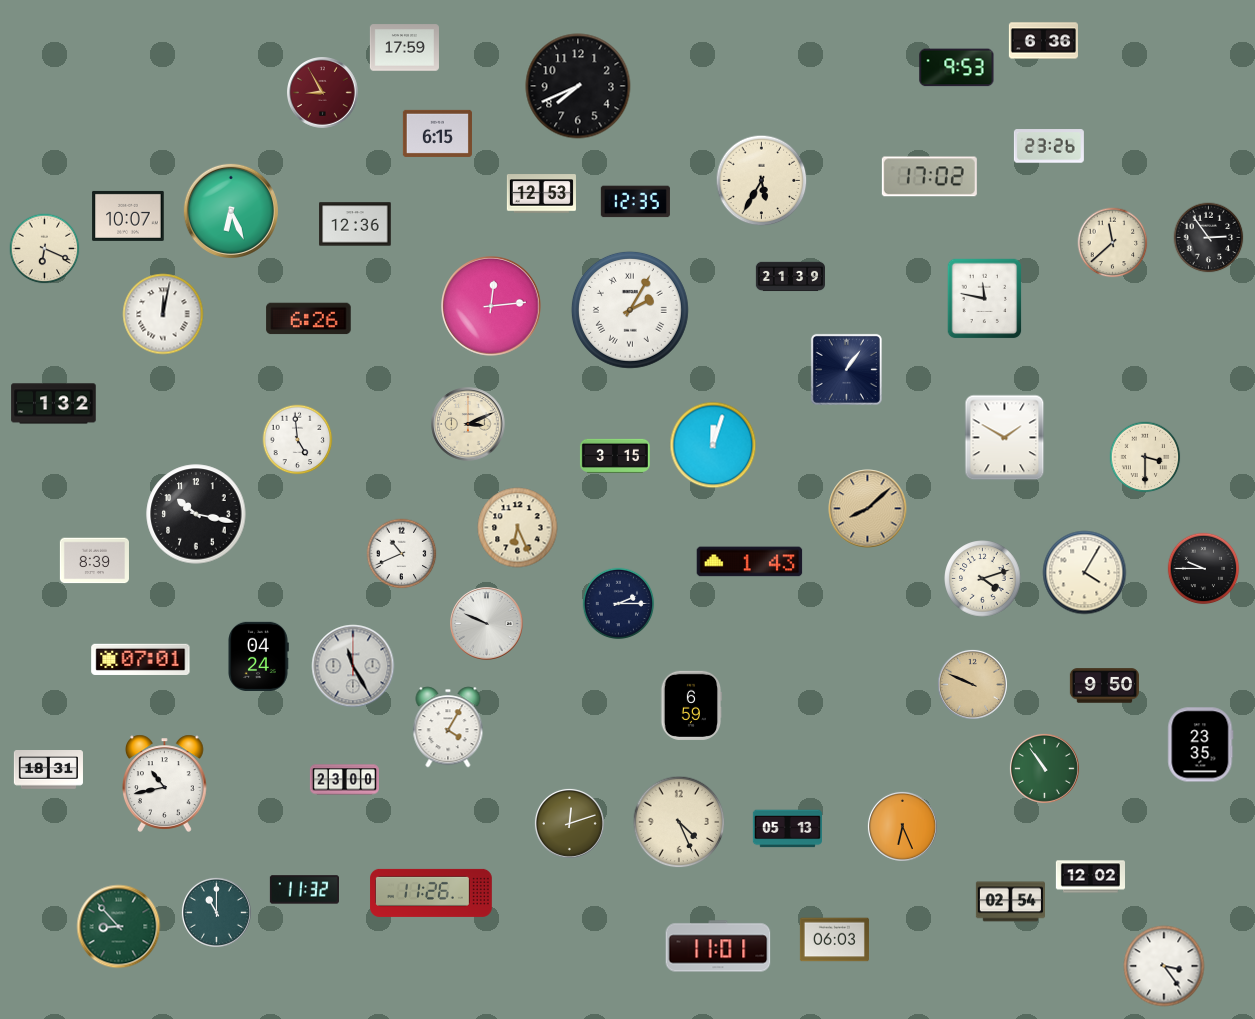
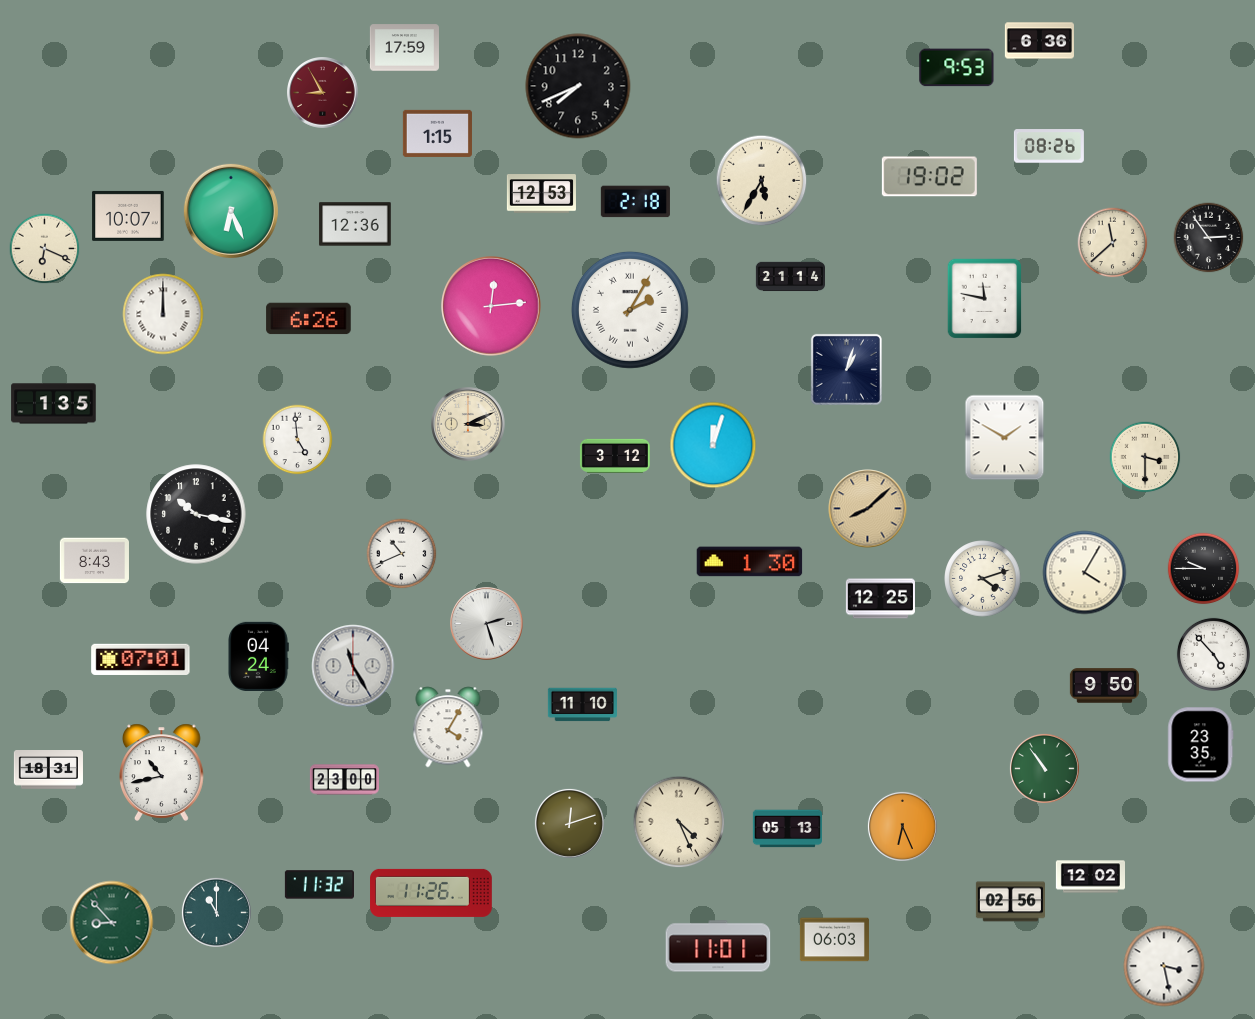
clock at (1043, 41) position: (1043, 41) -> (1039, 41)
clock at (437, 133): 6:15 -> 1:15
clock at (1049, 146): 23:26 -> 08:26
clock at (929, 177): 17:02 -> 19:02
clock at (635, 202): 12:35 -> 2:18
clock at (790, 277): 21:39 -> 21:14
clock at (163, 314): 12:02 -> 12:00
clock at (846, 369): 1:06 -> 1:03
clock at (54, 404): 1:32 -> 1:35
clock at (615, 456): 3:15 -> 3:12
clock at (518, 528): 6:26 -> none
clock at (94, 561): 8:39 -> 8:43
clock at (750, 562): 1:43 -> 1:30
clock at (880, 599): none -> 12:25
clock at (619, 604): 2:15 -> none
clock at (487, 624): 9:49 -> 2:27
clock at (1213, 654): none -> 4:53
clock at (972, 684): 9:49 -> none
clock at (582, 705): none -> 11:10
clock at (691, 705): 6:59 -> none
clock at (165, 783) position: (165, 783) -> (162, 772)
clock at (304, 890) position: (304, 890) -> (319, 885)
clock at (1010, 902): 02:54 -> 02:56
clock at (119, 927) position: (119, 927) -> (112, 923)
clock at (1164, 966): 3:24 -> 3:28
